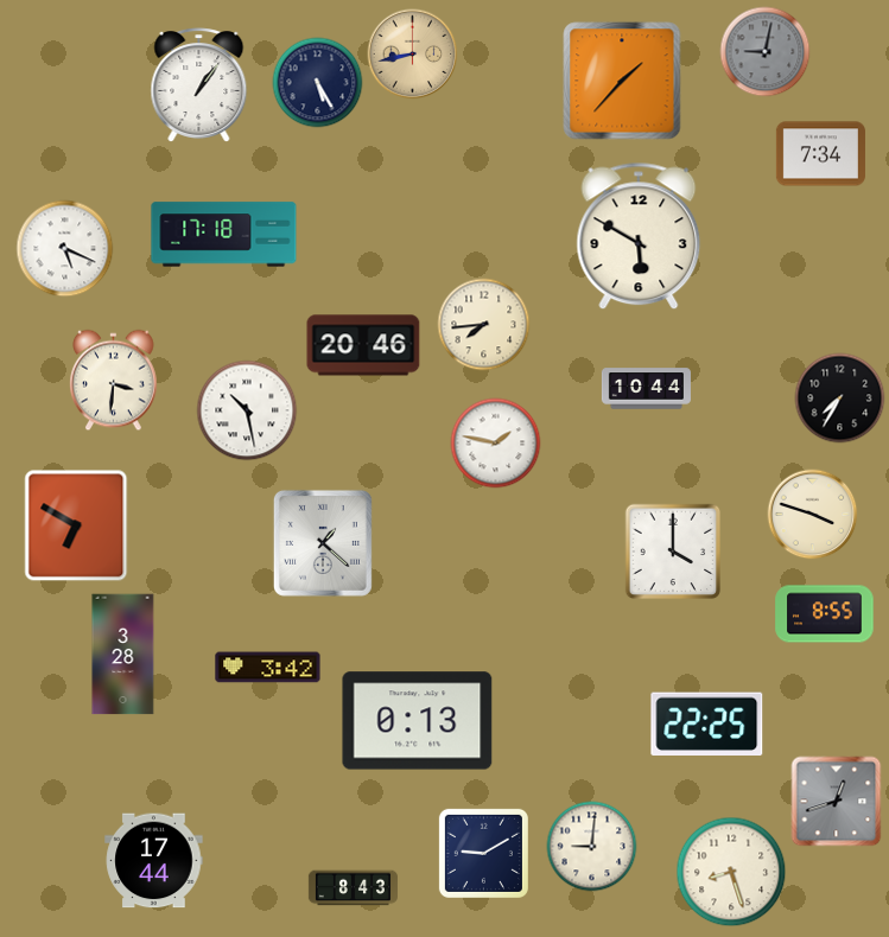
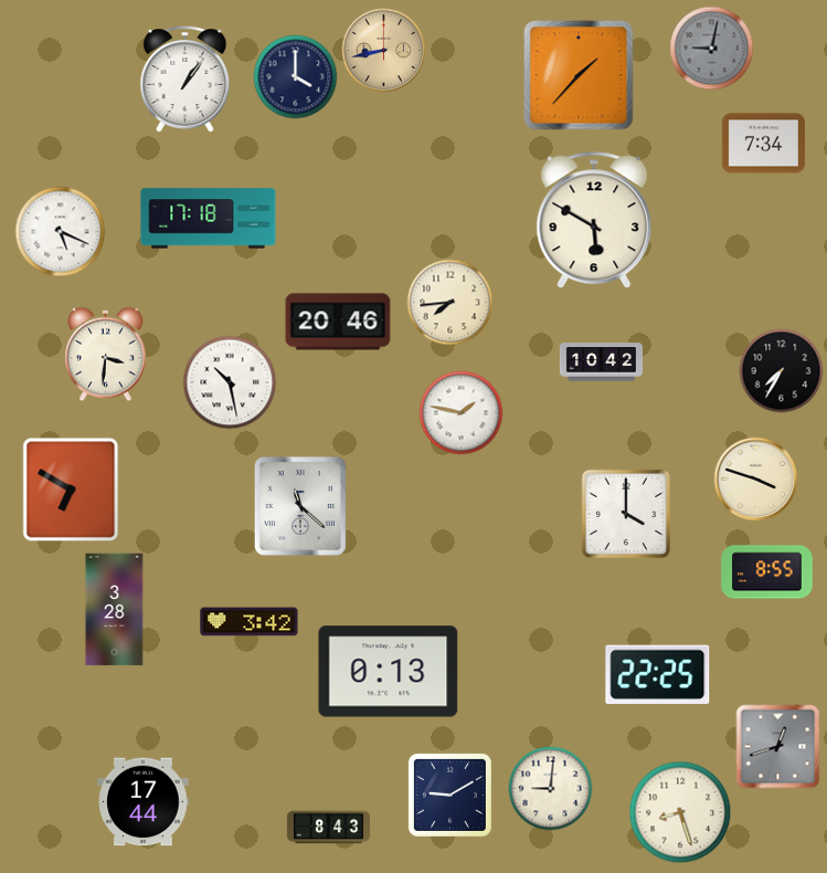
clock at (318, 83): 5:25 -> 4:00
clock at (646, 389): 10:44 -> 10:42
clock at (323, 543): 1:22 -> 11:22
